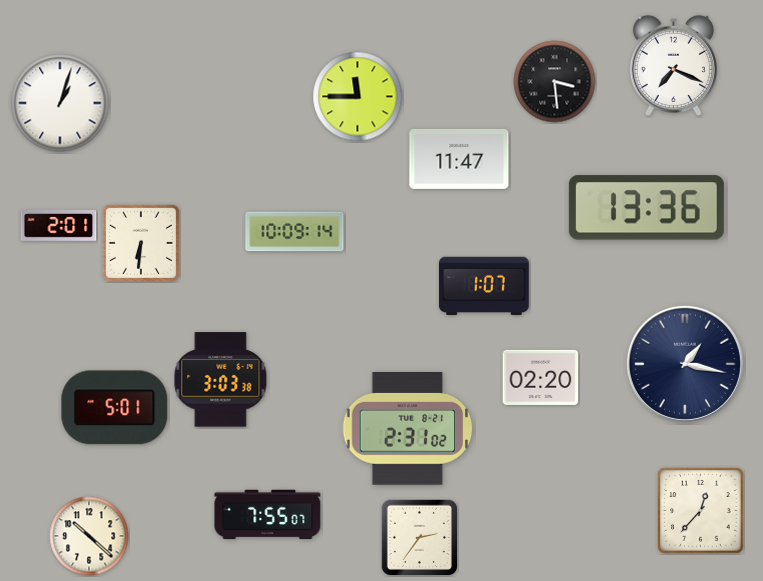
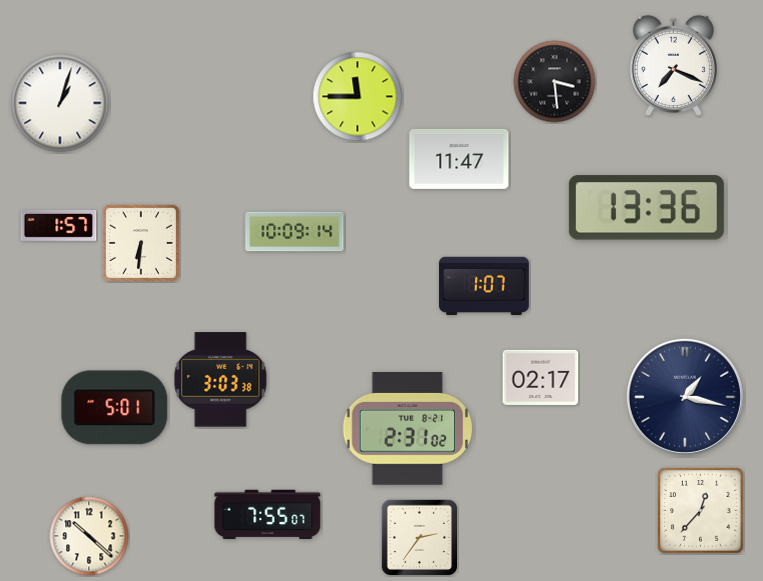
clock at (59, 226): 2:01 -> 1:57
clock at (685, 364) position: (685, 364) -> (685, 397)
clock at (541, 377): 02:20 -> 02:17
